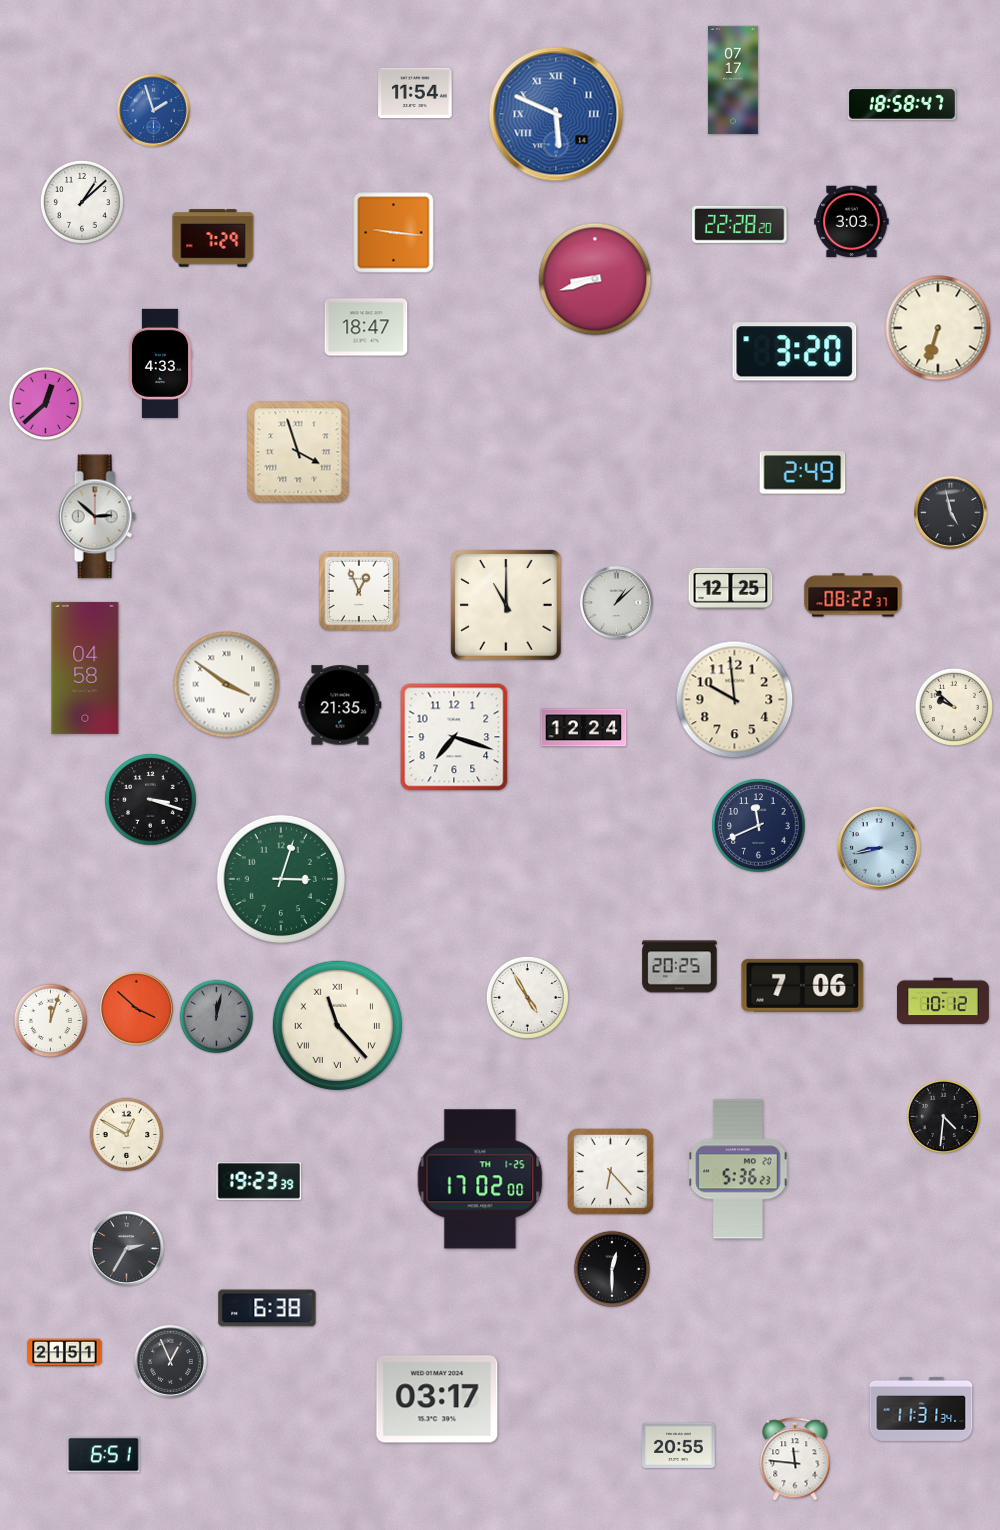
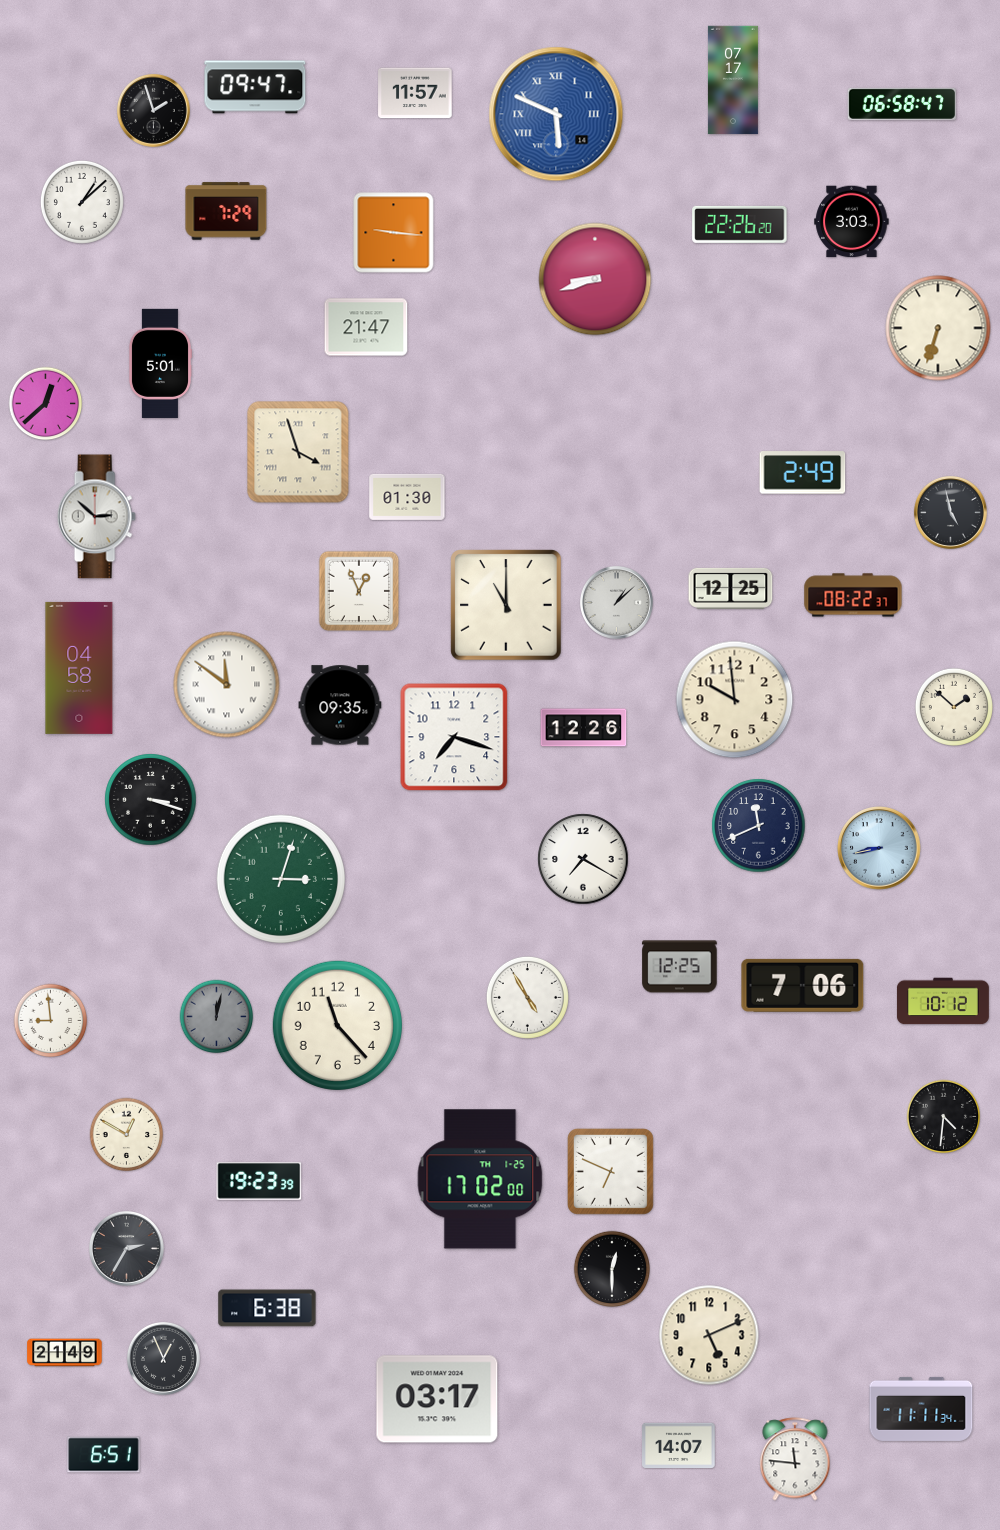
clock at (255, 87): none -> 09:47
clock at (415, 93): 11:54 -> 11:57
clock at (901, 104): 18:58 -> 06:58
clock at (153, 110) dial: blue -> black
clock at (740, 224): 22:28 -> 22:26
clock at (213, 238) position: (213, 238) -> (226, 211)
clock at (366, 327): 18:47 -> 21:47
clock at (795, 352): 3:20 -> none
clock at (159, 363): 4:33 -> 5:01
clock at (407, 497): none -> 01:30
clock at (85, 668) position: (85, 668) -> (79, 668)
clock at (227, 685): 3:51 -> 11:51
clock at (340, 705): 21:35 -> 09:35
clock at (954, 707): 9:52 -> 1:52
clock at (584, 728): 12:24 -> 12:26
clock at (583, 859): none -> 7:20
clock at (680, 967): 20:25 -> 12:25
clock at (136, 1008): 3:52 -> none
clock at (51, 1021): 12:03 -> 8:59
clock at (337, 1025) numerals: Roman -> Arabic
clock at (738, 1169): 5:36 -> none
clock at (610, 1171): 6:23 -> 6:49
clock at (709, 1335): none -> 5:11
clock at (65, 1353): 21:51 -> 21:49
clock at (170, 1361) position: (170, 1361) -> (163, 1358)
clock at (921, 1409): 11:31 -> 11:11
clock at (679, 1445): 20:55 -> 14:07
